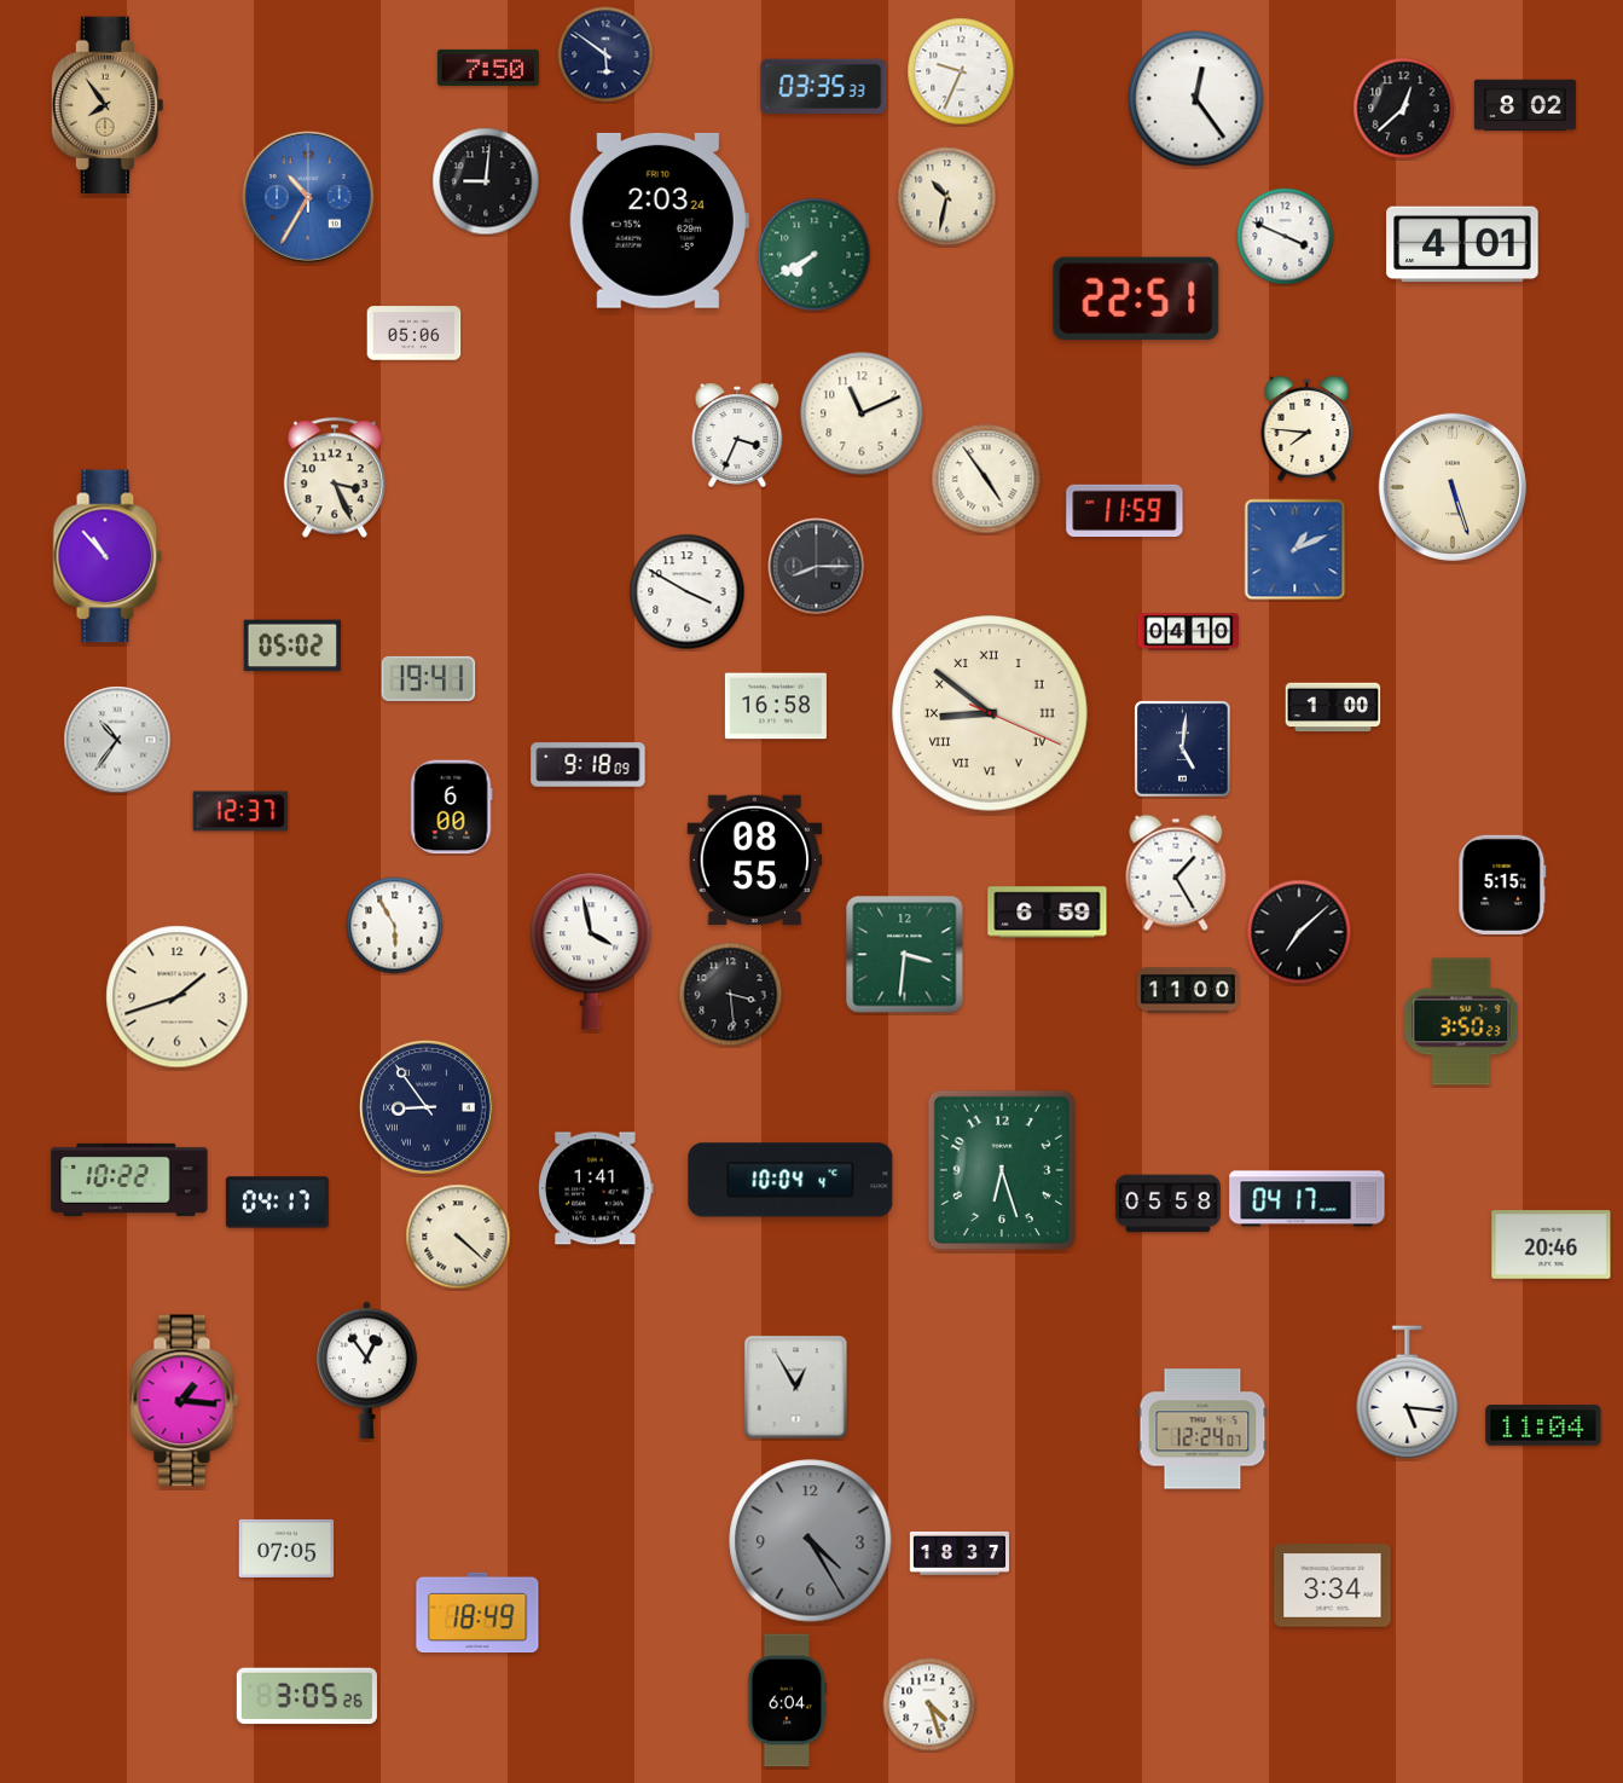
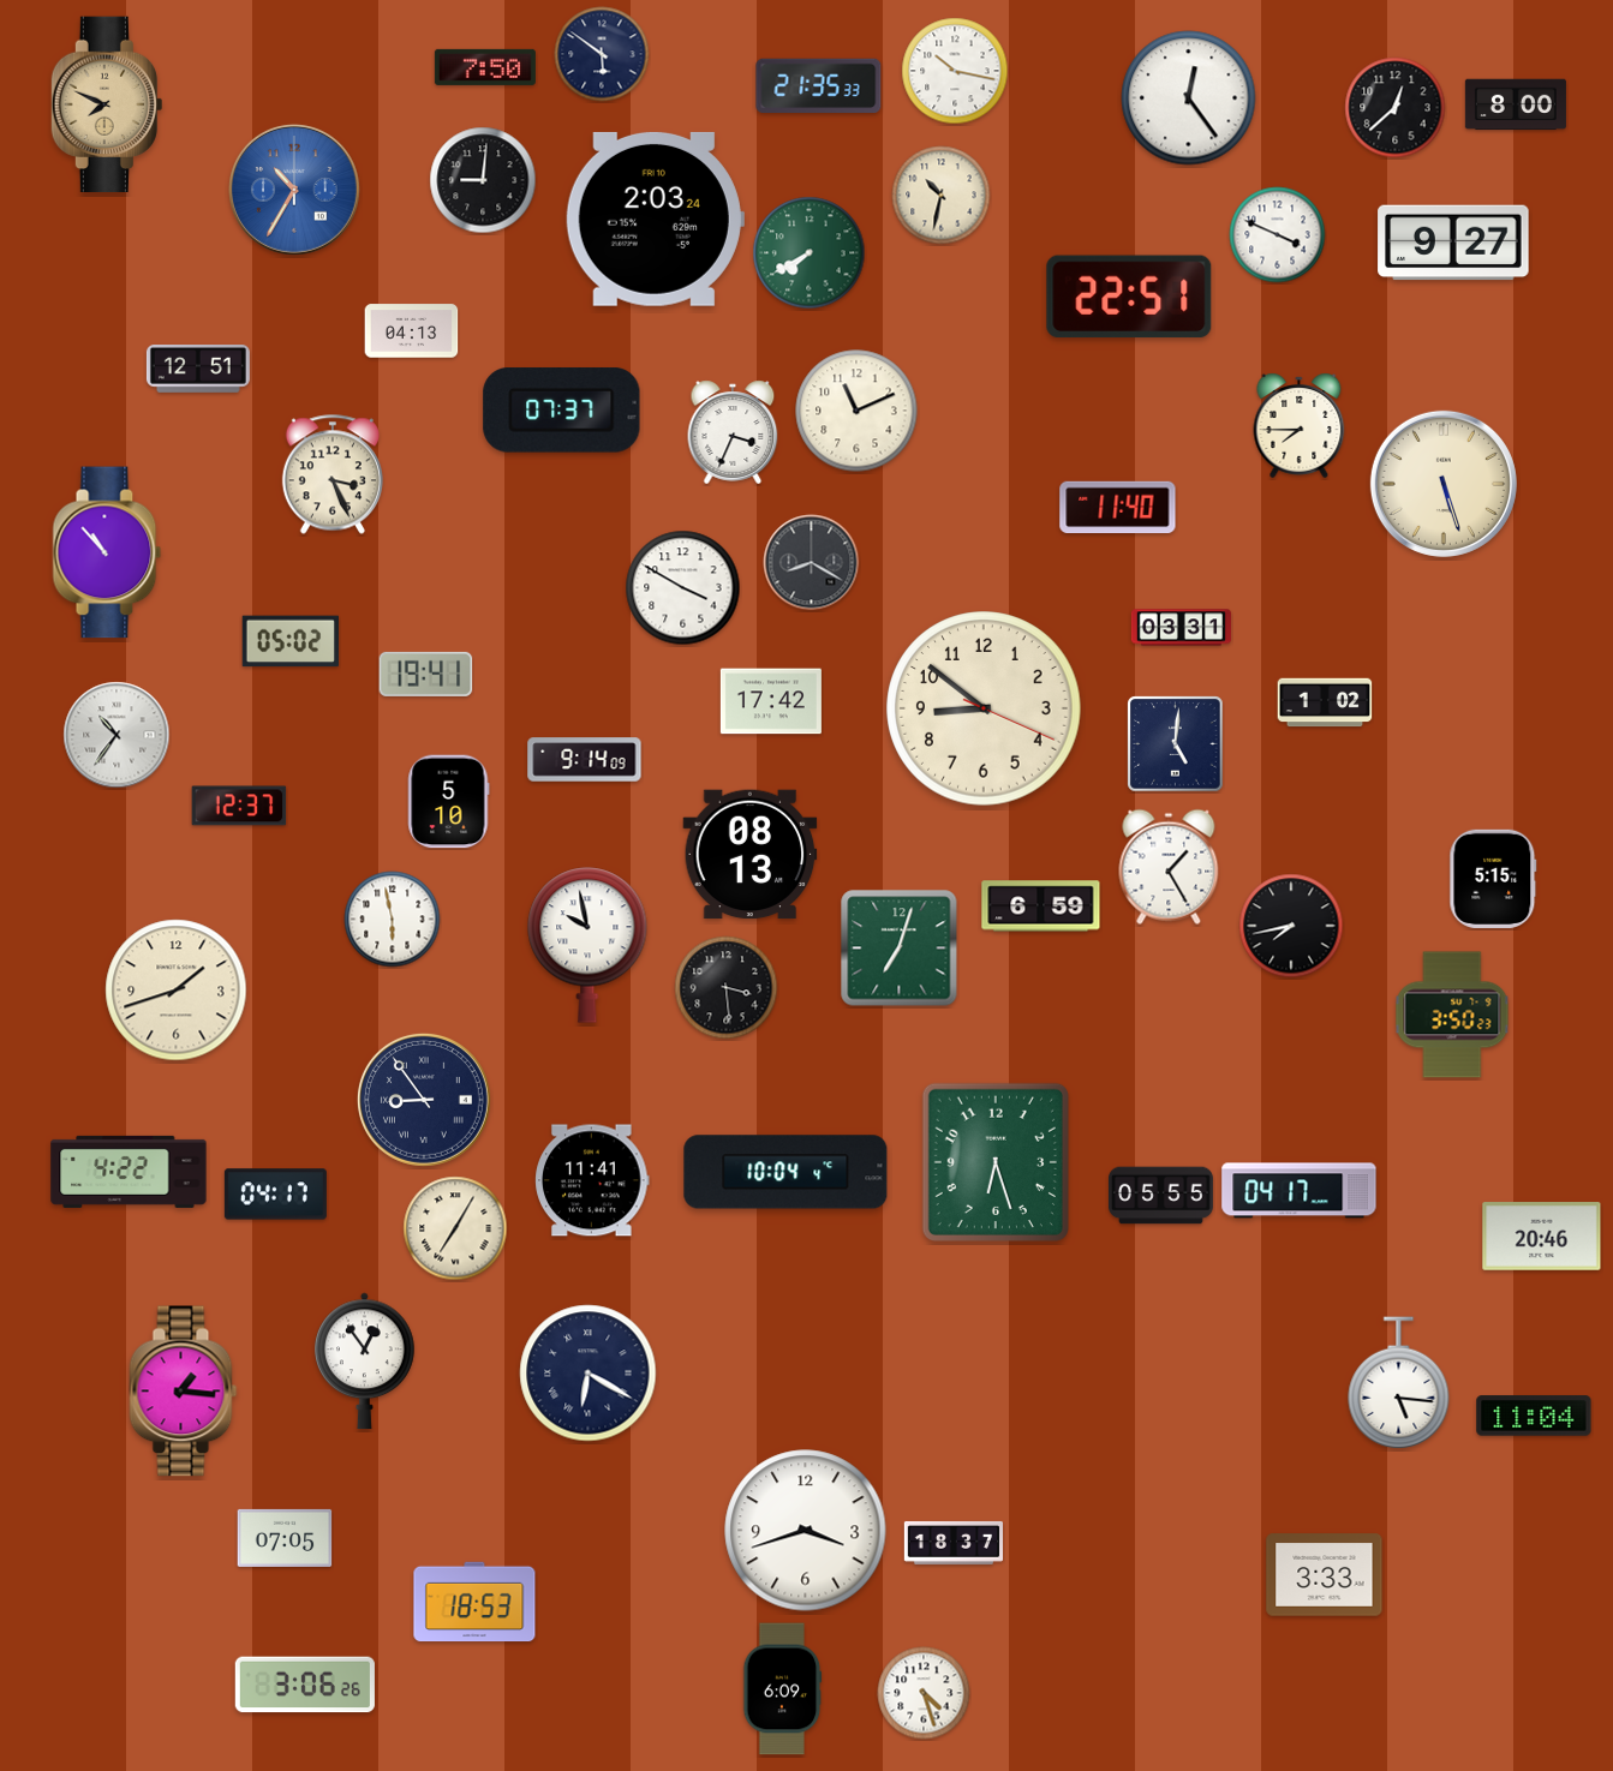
clock at (961, 71): 9:34 -> 10:17
clock at (824, 86): 03:35 -> 21:35
clock at (108, 105): 7:54 -> 7:49
clock at (1525, 105): 8:02 -> 8:00
clock at (308, 197) position: (308, 197) -> (294, 190)
clock at (1462, 244): 4:01 -> 9:27
clock at (415, 334): 05:06 -> 04:13
clock at (198, 370): none -> 12:51
clock at (562, 411): none -> 07:37
clock at (1308, 428): 7:46 -> 7:45
clock at (986, 479): 4:54 -> none
clock at (1125, 511): 11:59 -> 11:40
clock at (1295, 550): 1:11 -> none
clock at (817, 567): 8:15 -> 8:20
clock at (1188, 632): 04:10 -> 03:31
clock at (776, 706): 16:58 -> 17:42
clock at (1333, 707): 1:00 -> 1:02
clock at (990, 713) numerals: Roman -> Arabic
clock at (589, 765): 9:18 -> 9:14
clock at (451, 807): 6:00 -> 5:10
clock at (755, 861): 08:55 -> 08:13
clock at (395, 926): 5:55 -> 5:58
clock at (1299, 932): 7:08 -> 7:43
clock at (591, 951): 3:58 -> 9:58
clock at (905, 955): 3:31 -> 7:03
clock at (1188, 990): 11:00 -> none
clock at (129, 1180): 10:22 -> 4:22
clock at (596, 1188): 1:41 -> 11:41
clock at (1167, 1204): 05:58 -> 05:55
clock at (458, 1237): 4:22 -> 7:05
clock at (589, 1374): none -> 6:20
clock at (796, 1388): 12:55 -> none
clock at (1202, 1429): 12:24 -> none
clock at (811, 1541): 4:25 -> 3:42
clock at (811, 1541) dial: grey -> white
clock at (1333, 1586): 3:34 -> 3:33
clock at (477, 1613): 18:49 -> 18:53
clock at (307, 1696): 3:05 -> 3:06
clock at (788, 1701): 6:04 -> 6:09
